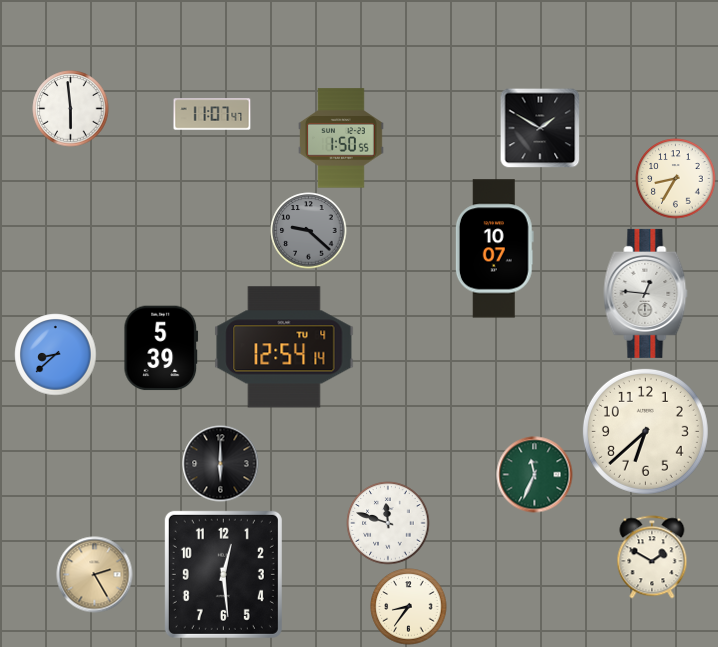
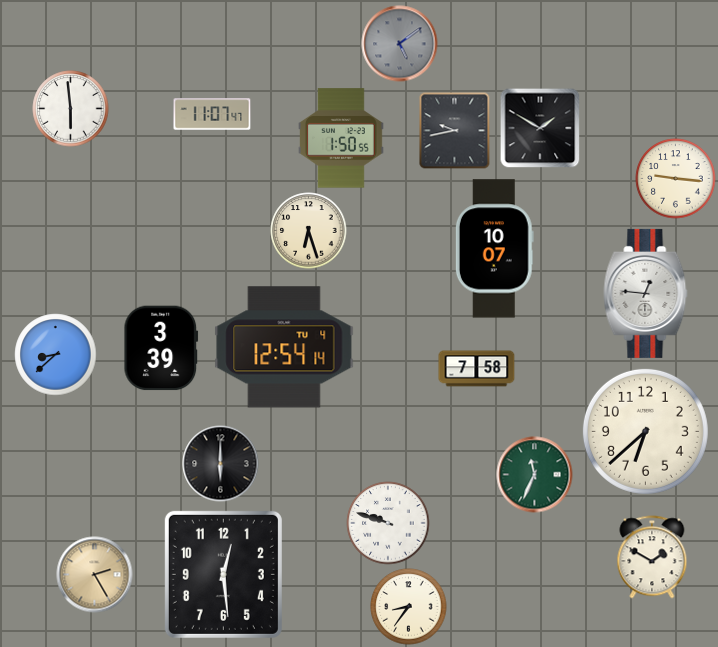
clock at (400, 44): none -> 5:09
clock at (455, 131): none -> 9:43
clock at (676, 179): 8:35 -> 9:16
clock at (309, 231): 9:22 -> 6:27
clock at (309, 231) dial: grey -> cream
clock at (161, 348): 5:39 -> 3:39
clock at (477, 369): none -> 7:58
clock at (388, 523): 11:48 -> 9:48
